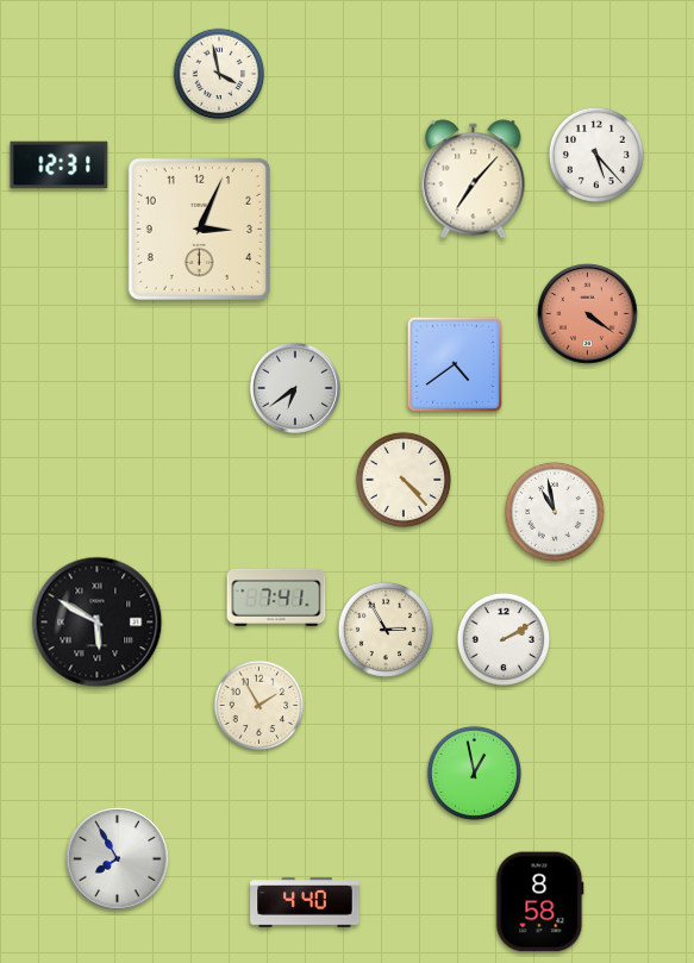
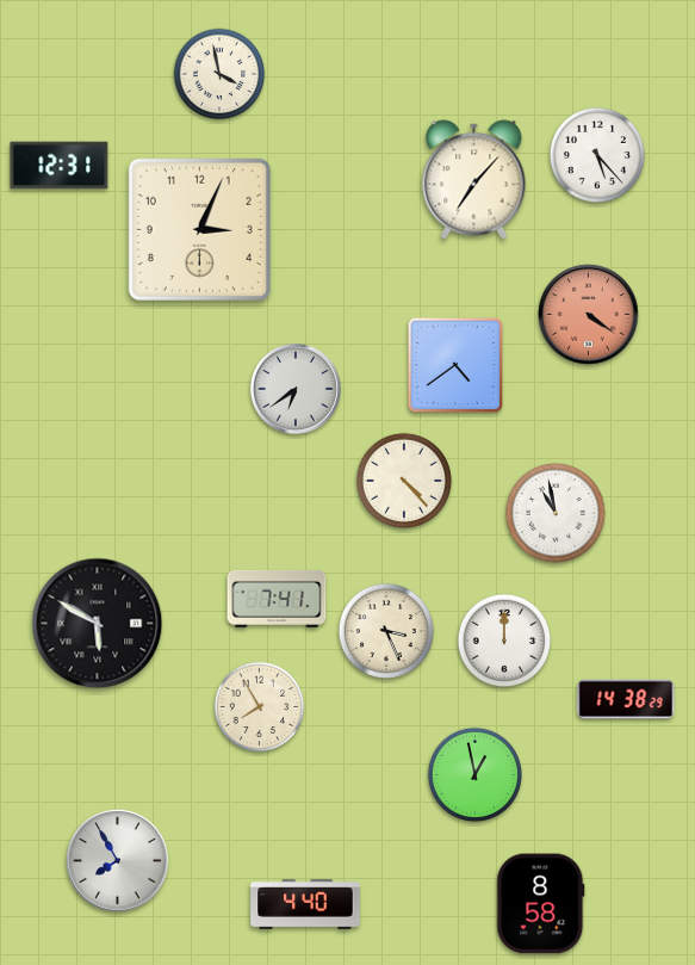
clock at (386, 630): 2:55 -> 3:26
clock at (502, 638): 2:10 -> 12:00
clock at (626, 699): none -> 14:38
clock at (260, 706): 1:55 -> 7:55
